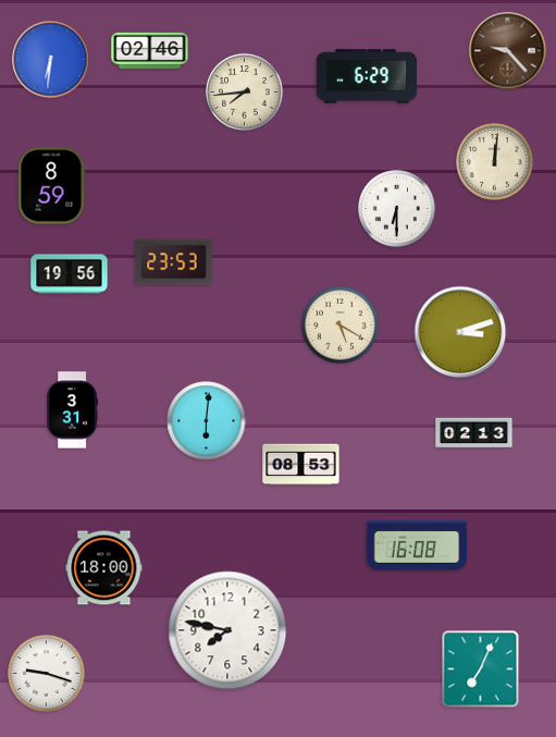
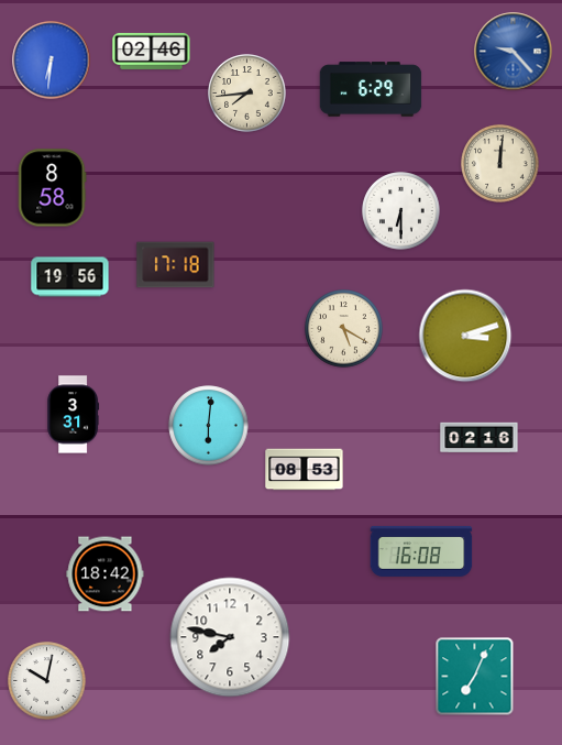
clock at (508, 51) dial: brown -> blue
clock at (367, 76) position: (367, 76) -> (371, 89)
clock at (51, 186): 8:59 -> 8:58
clock at (174, 262): 23:53 -> 17:18
clock at (474, 433): 02:13 -> 02:16
clock at (104, 568): 18:00 -> 18:42
clock at (481, 670) position: (481, 670) -> (475, 677)
clock at (47, 674): 9:18 -> 10:02
